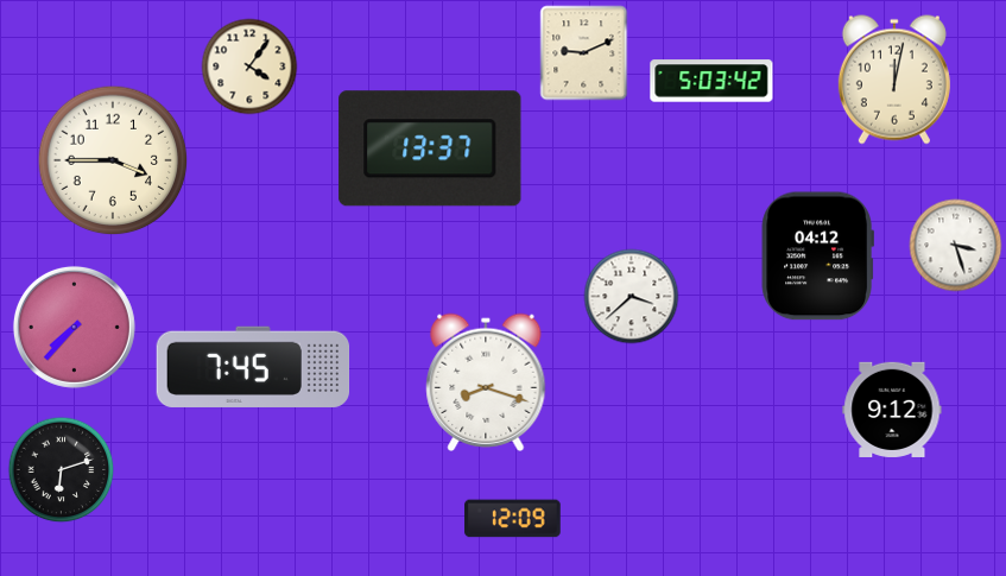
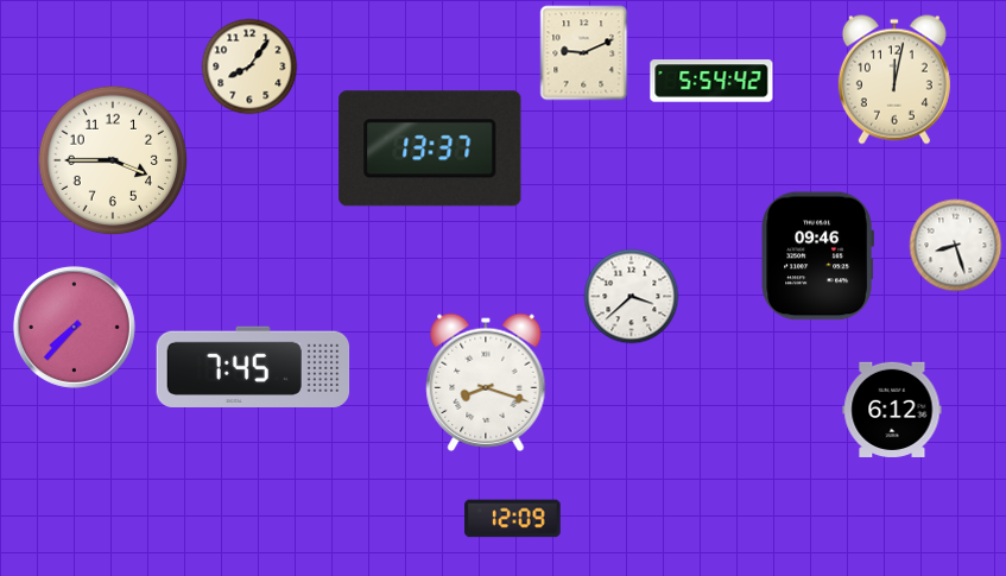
clock at (249, 67): 4:06 -> 8:06
clock at (711, 81): 5:03 -> 5:54
clock at (956, 246): 3:27 -> 8:27
clock at (817, 257): 04:12 -> 09:46
clock at (892, 410): 9:12 -> 6:12
clock at (62, 470): 6:12 -> none
